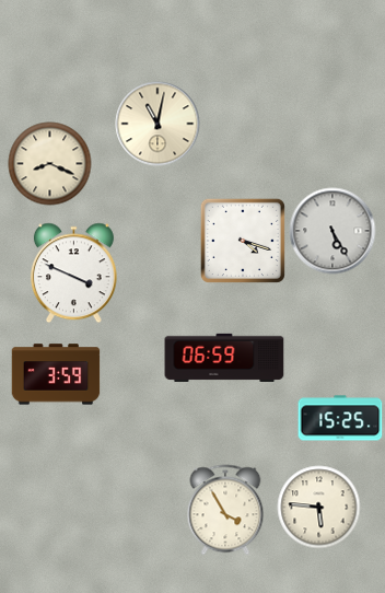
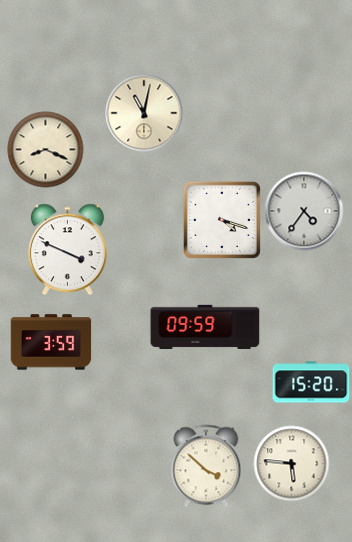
clock at (332, 231): 5:25 -> 4:36
clock at (224, 358): 06:59 -> 09:59
clock at (340, 418): 15:25 -> 15:20
clock at (225, 510): 3:55 -> 3:52
